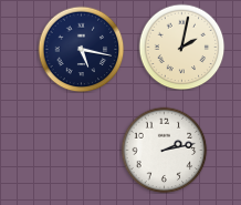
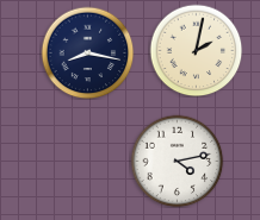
clock at (81, 49): 5:17 -> 8:17
clock at (164, 150): 2:13 -> 4:13
